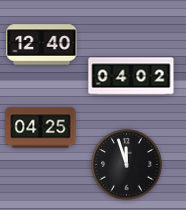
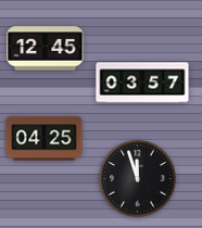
clock at (42, 45): 12:40 -> 12:45
clock at (131, 76): 04:02 -> 03:57
